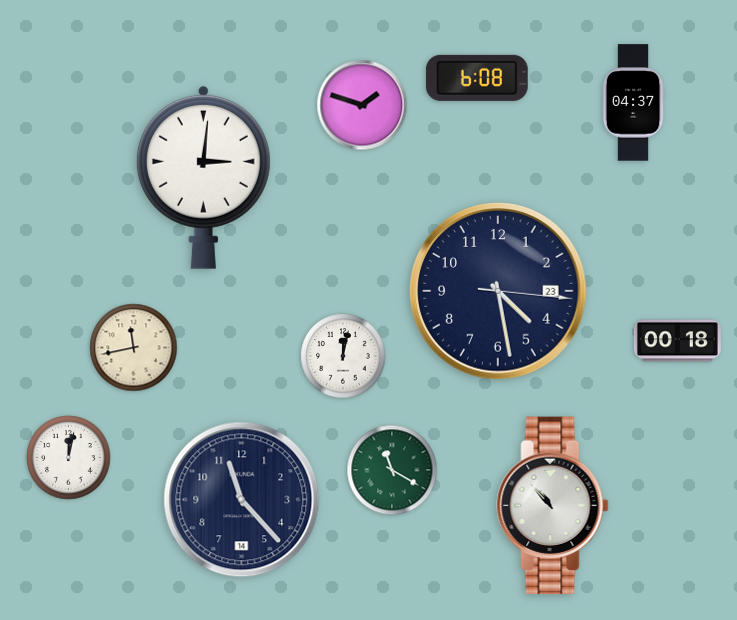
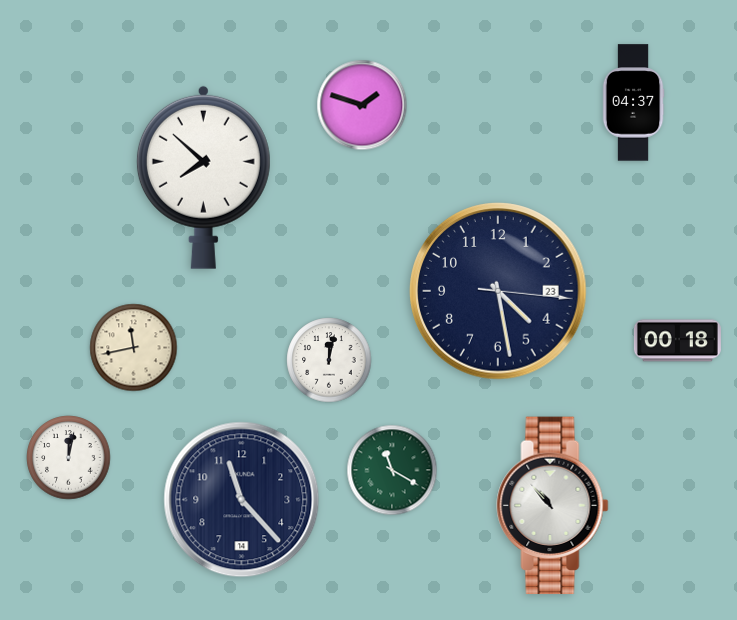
clock at (477, 78): 6:08 -> none
clock at (203, 177): 3:01 -> 7:52
clock at (343, 356) position: (343, 356) -> (329, 360)
